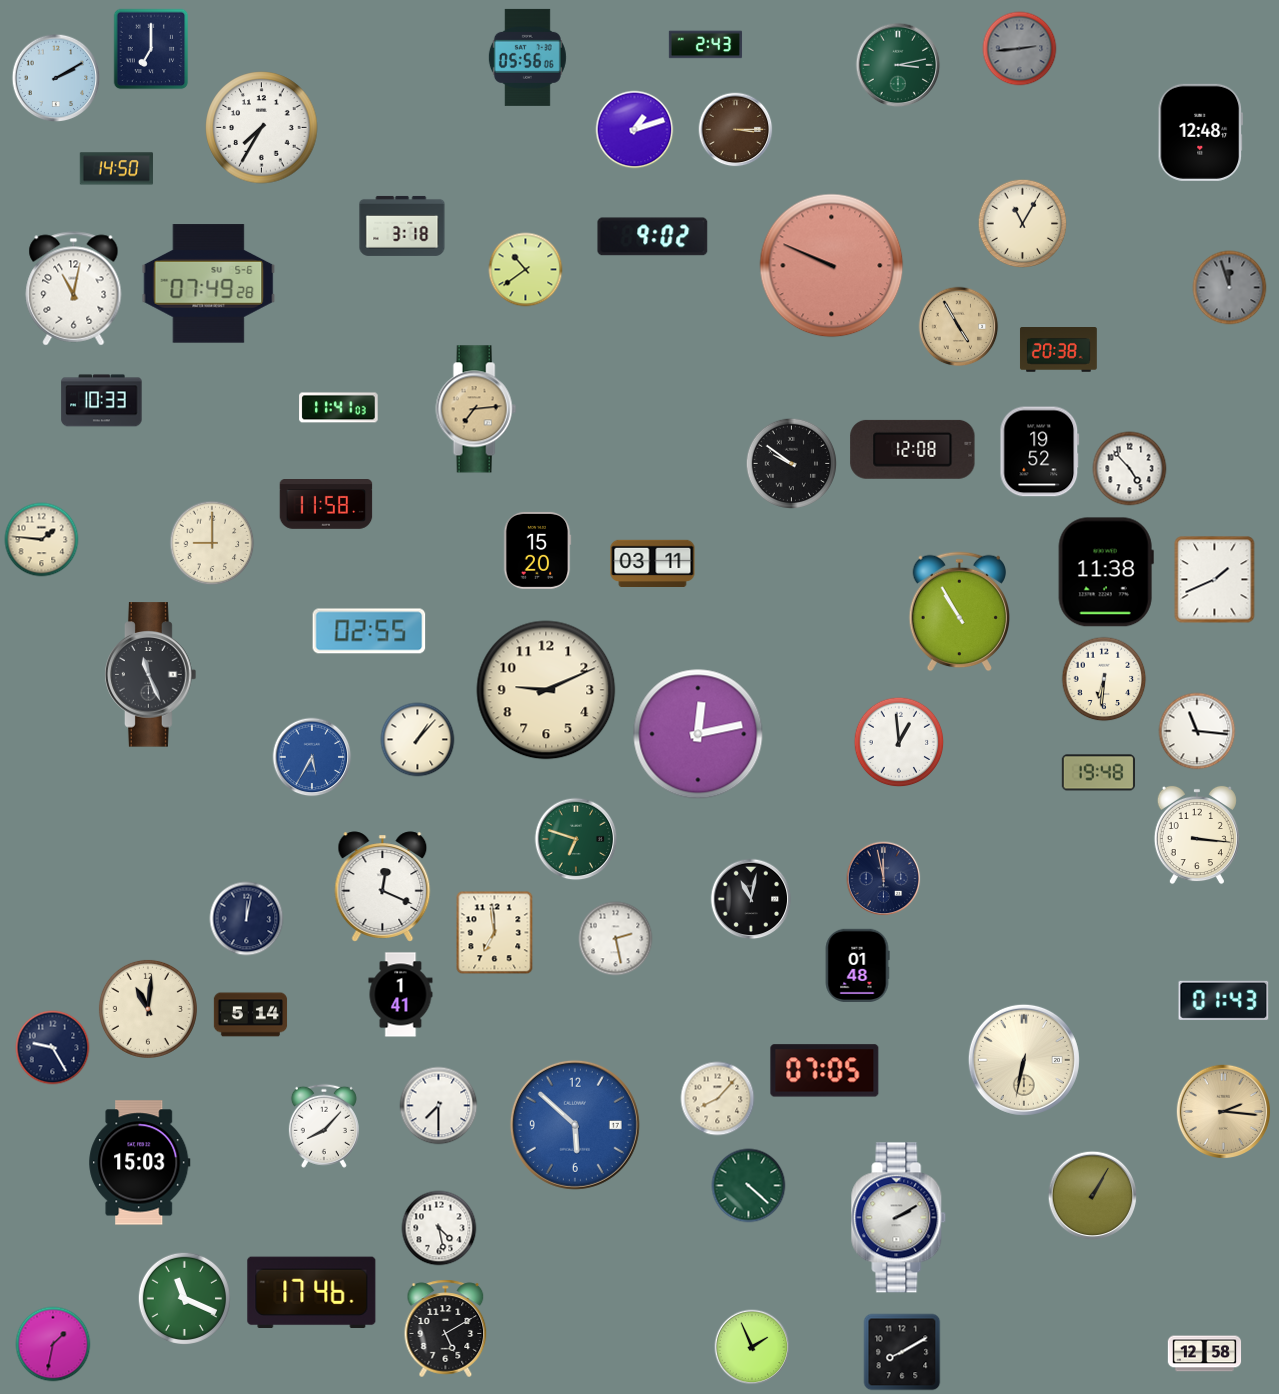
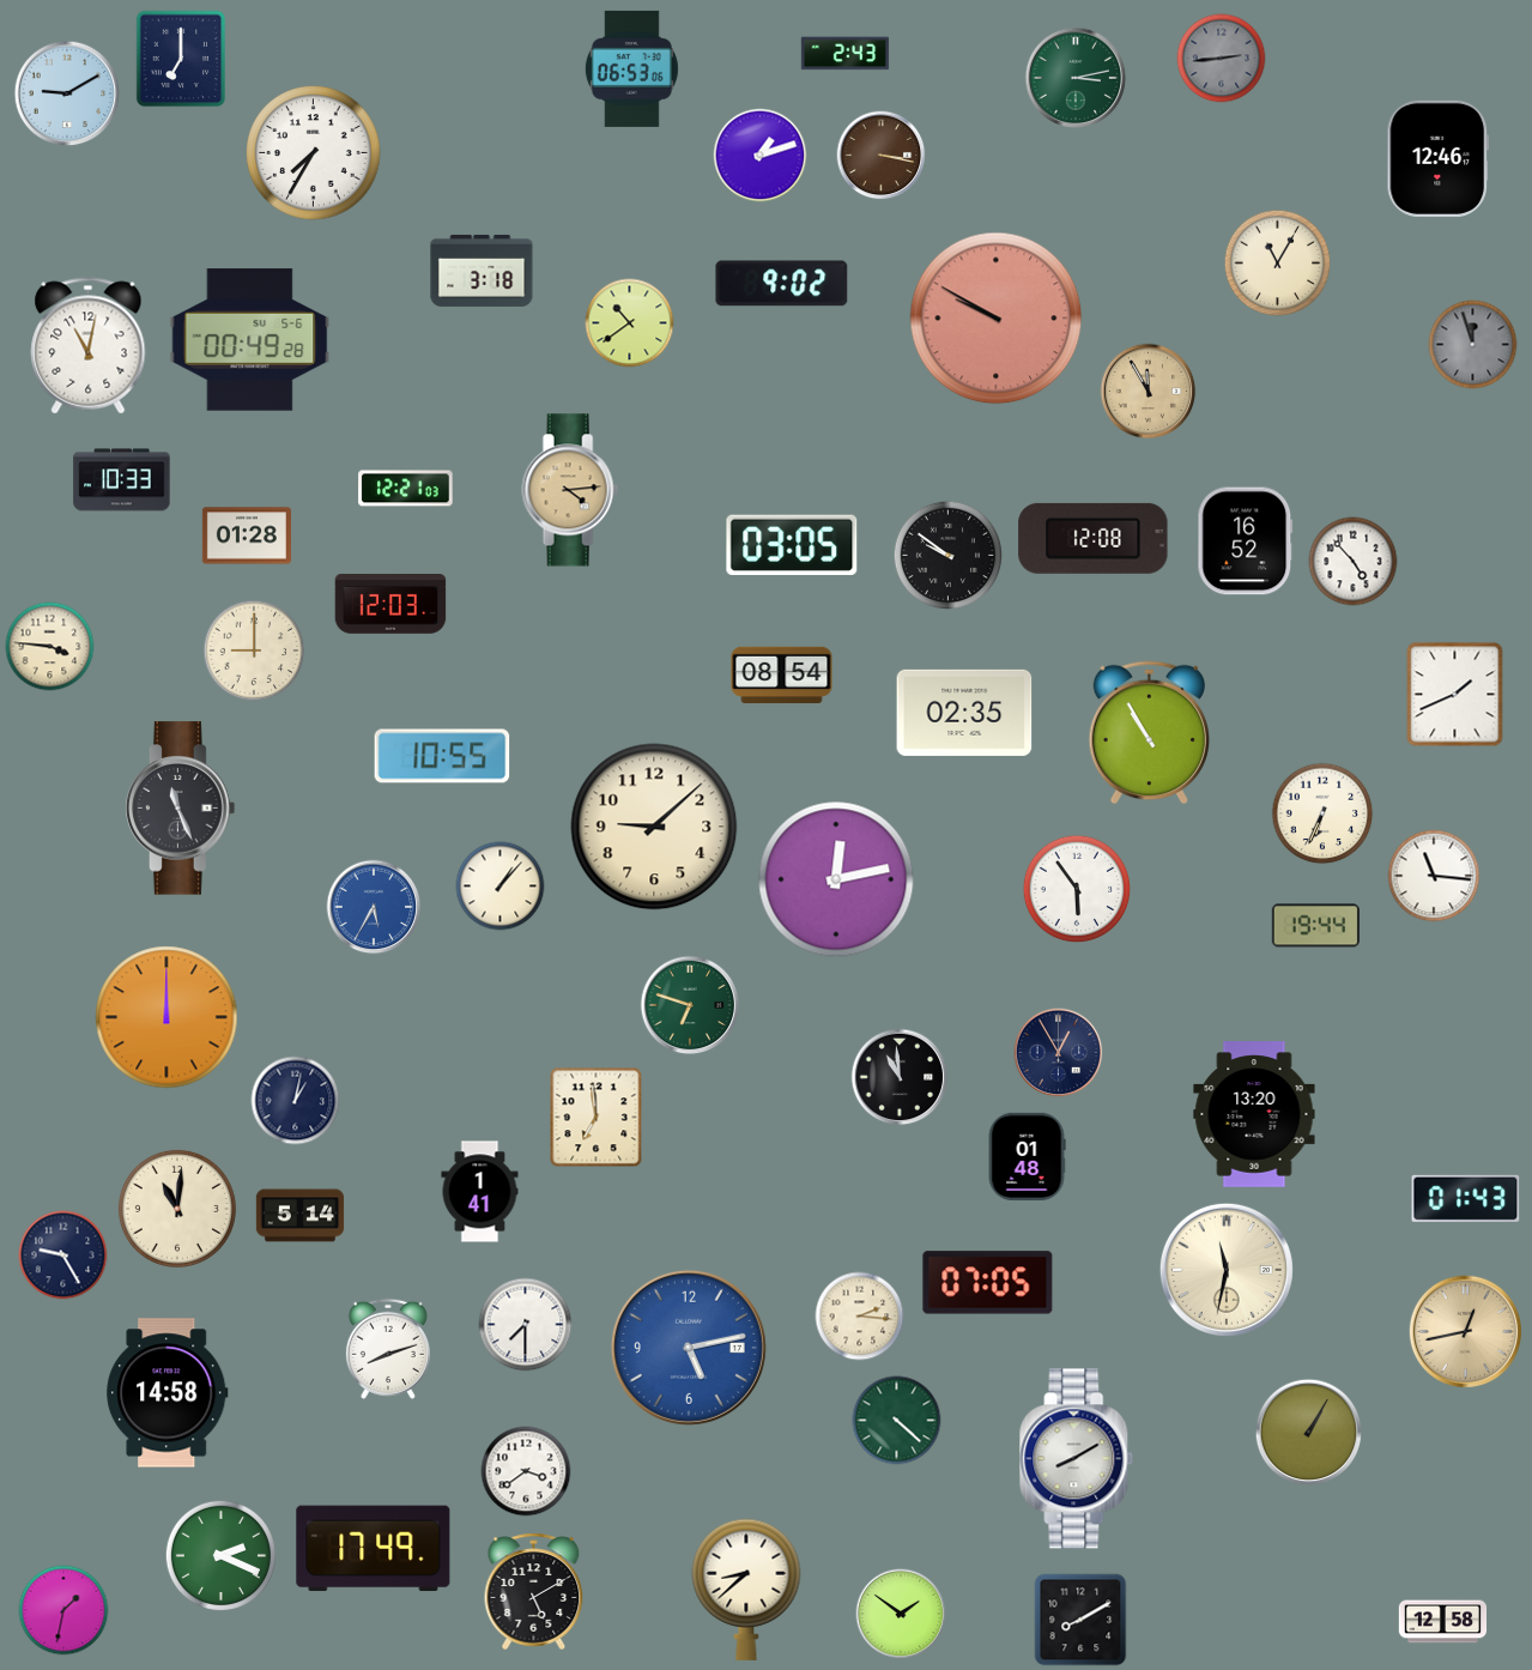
clock at (527, 57): 05:56 -> 06:53
clock at (56, 78): 2:10 -> 9:10
clock at (736, 130): 3:15 -> 3:17
clock at (1200, 132): 12:48 -> 12:46
clock at (116, 169): 14:50 -> none
clock at (1023, 224) position: (1023, 224) -> (1278, 264)
clock at (832, 266): 9:49 -> 9:50
clock at (209, 284): 07:49 -> 00:49
clock at (959, 327): 4:55 -> 11:55
clock at (1058, 350): 20:38 -> none
clock at (339, 408): 11:41 -> 12:21
clock at (476, 409): 7:14 -> 4:14
clock at (247, 536): none -> 01:28
clock at (1040, 452): 19:52 -> 16:52
clock at (792, 545): none -> 03:05
clock at (326, 505): 11:58 -> 12:03
clock at (42, 540): 1:46 -> 3:46
clock at (537, 550): 15:20 -> none
clock at (653, 564): 03:11 -> 08:54
clock at (1106, 572): 11:38 -> none
clock at (964, 713): none -> 02:35
clock at (369, 631): 02:55 -> 10:55
clock at (1104, 679): 6:31 -> 6:34
clock at (546, 690): 9:11 -> 9:08
clock at (899, 742): 12:59 -> 5:54
clock at (1098, 773): 19:48 -> 19:44
clock at (1197, 835): 3:16 -> none
clock at (166, 1017): none -> 12:00
clock at (884, 879): 11:58 -> 12:55
clock at (383, 887): 12:19 -> none
clock at (751, 899): 11:02 -> 10:59
clock at (247, 919): 12:02 -> 1:02
clock at (1254, 1114): none -> 13:20
clock at (495, 933) position: (495, 933) -> (597, 1118)
clock at (616, 939): 2:28 -> none
clock at (1024, 1060): 6:32 -> 11:32
clock at (718, 1099): 8:07 -> 2:16
clock at (1223, 1111): 2:16 -> 12:43
clock at (575, 1125): 5:52 -> 5:13
clock at (324, 1126): 8:07 -> 8:12
clock at (140, 1163): 15:03 -> 14:58
clock at (899, 1218): 2:10 -> 8:10
clock at (439, 1228): 4:28 -> 3:39
clock at (312, 1293): 17:46 -> 17:49
clock at (184, 1298): 11:19 -> 2:19
clock at (746, 1590): none -> 8:38
clock at (752, 1347): 1:56 -> 1:51
